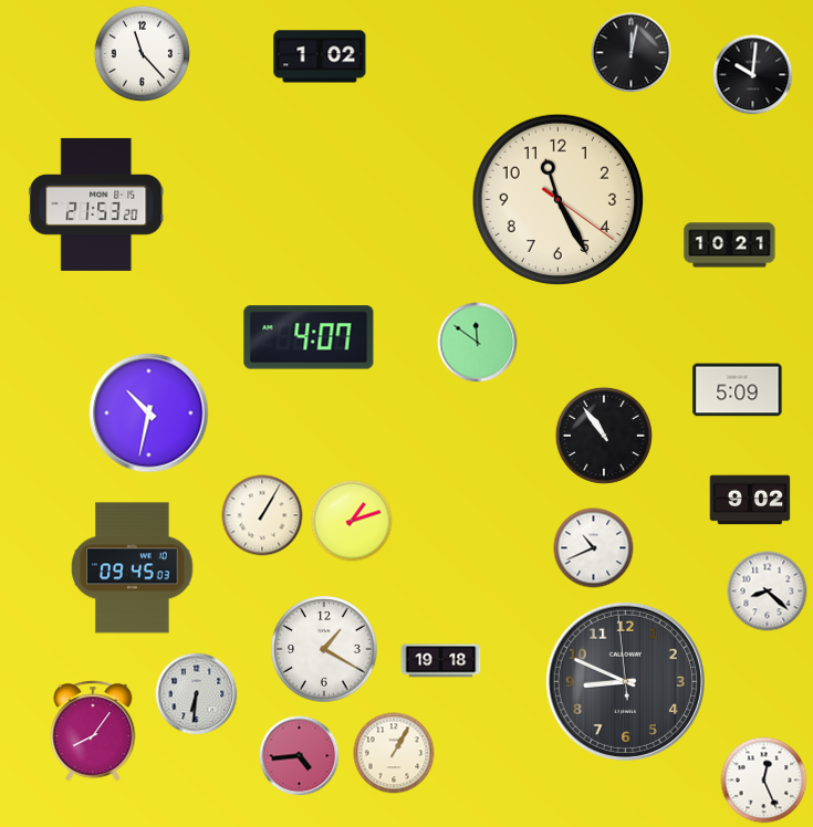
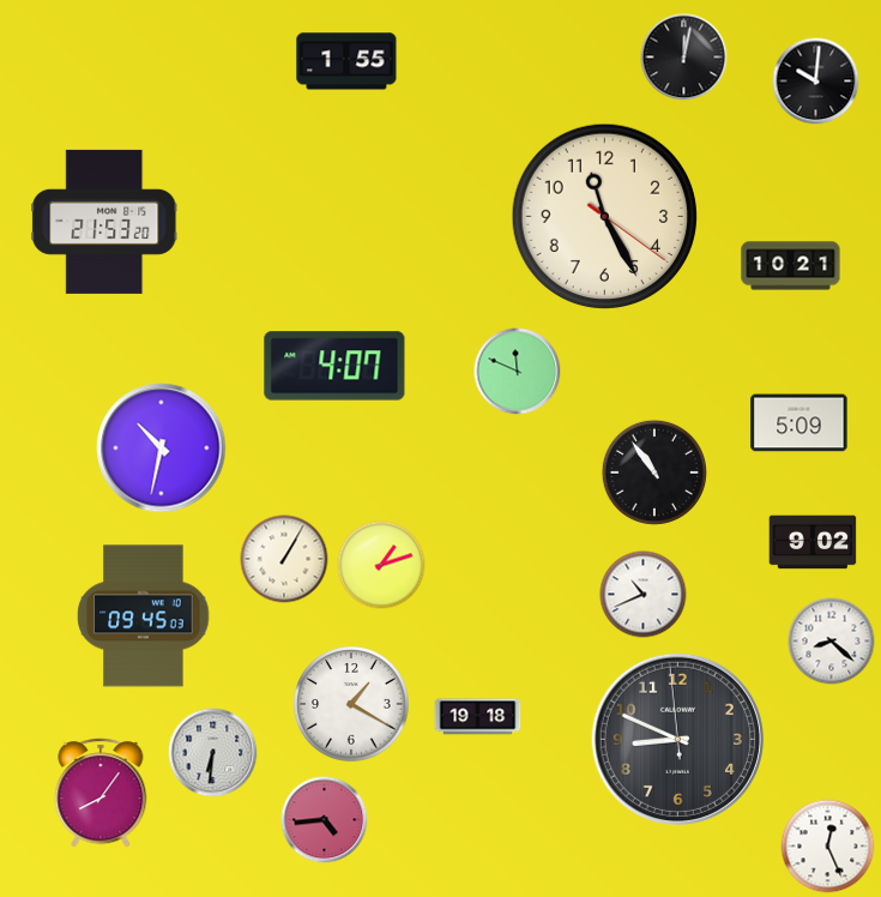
clock at (142, 53): 11:23 -> none
clock at (320, 56): 1:02 -> 1:55
clock at (478, 343): 11:51 -> 11:49
clock at (394, 753): 1:05 -> none
